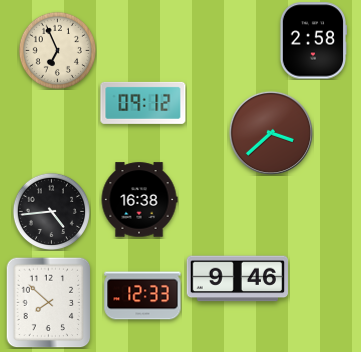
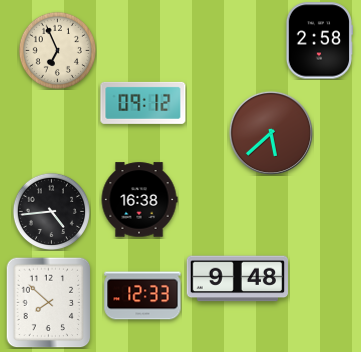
clock at (312, 41) position: (312, 41) -> (318, 41)
clock at (271, 133): 3:38 -> 5:38
clock at (237, 279): 9:46 -> 9:48
